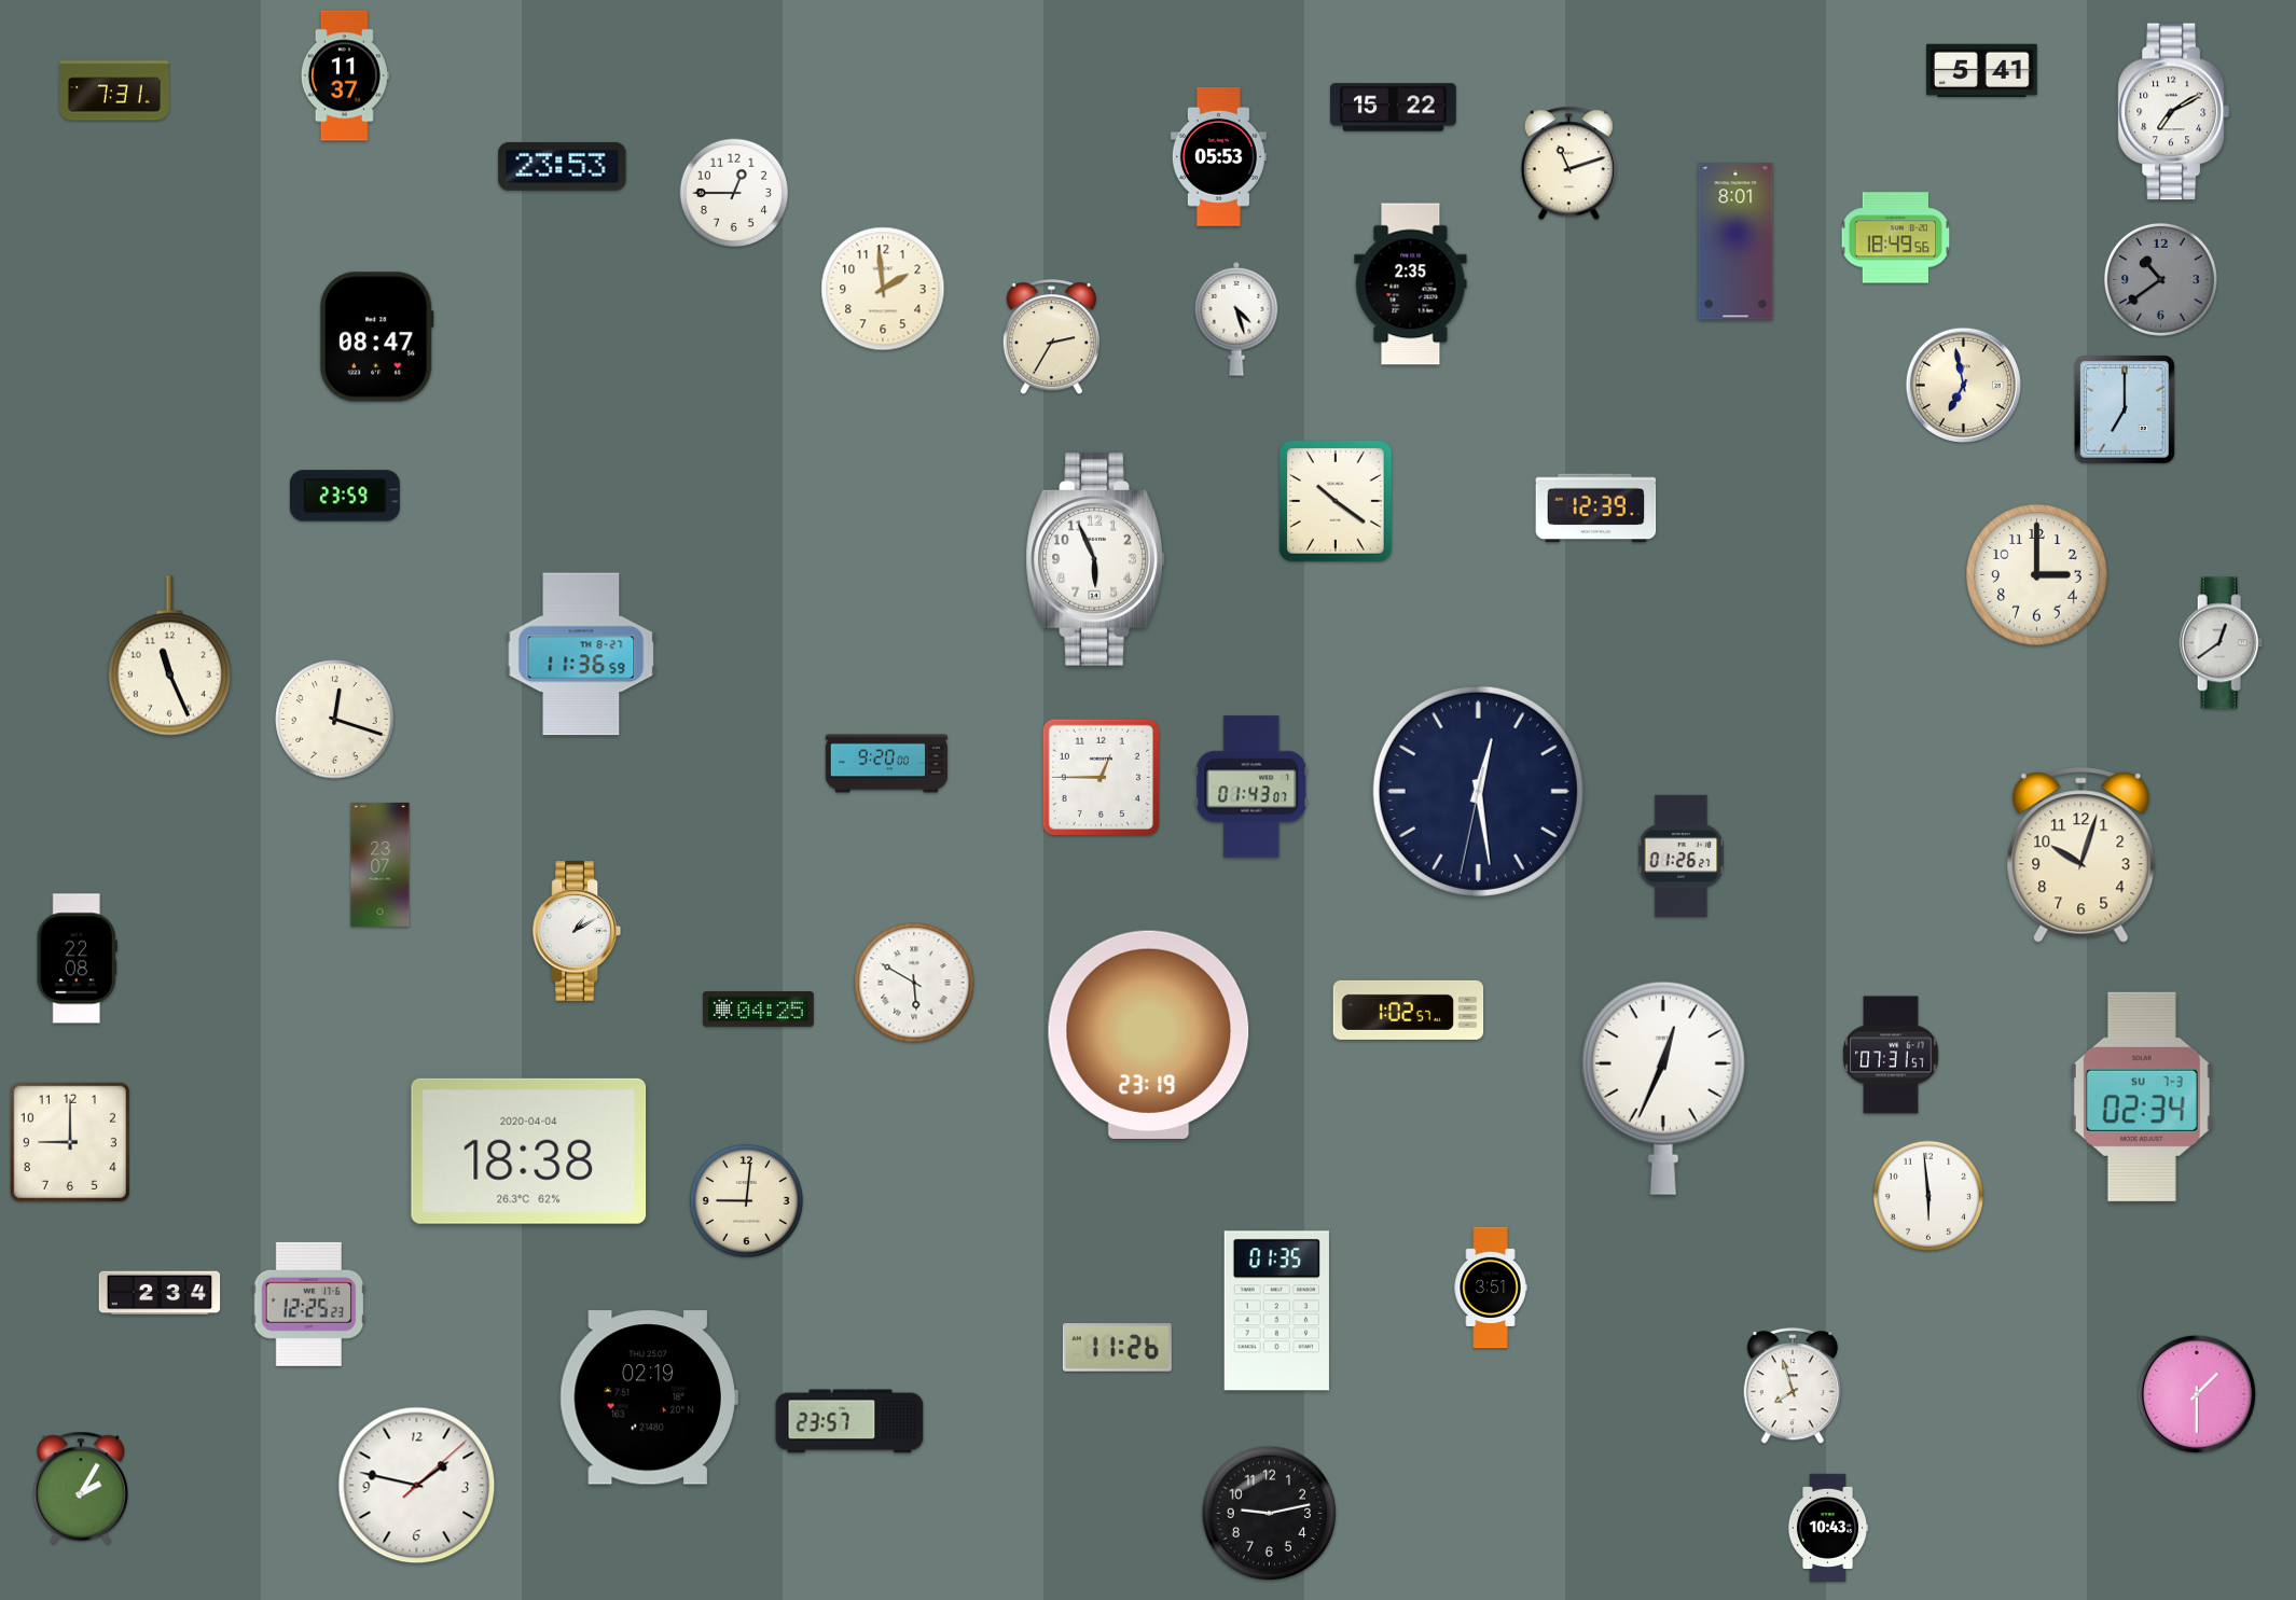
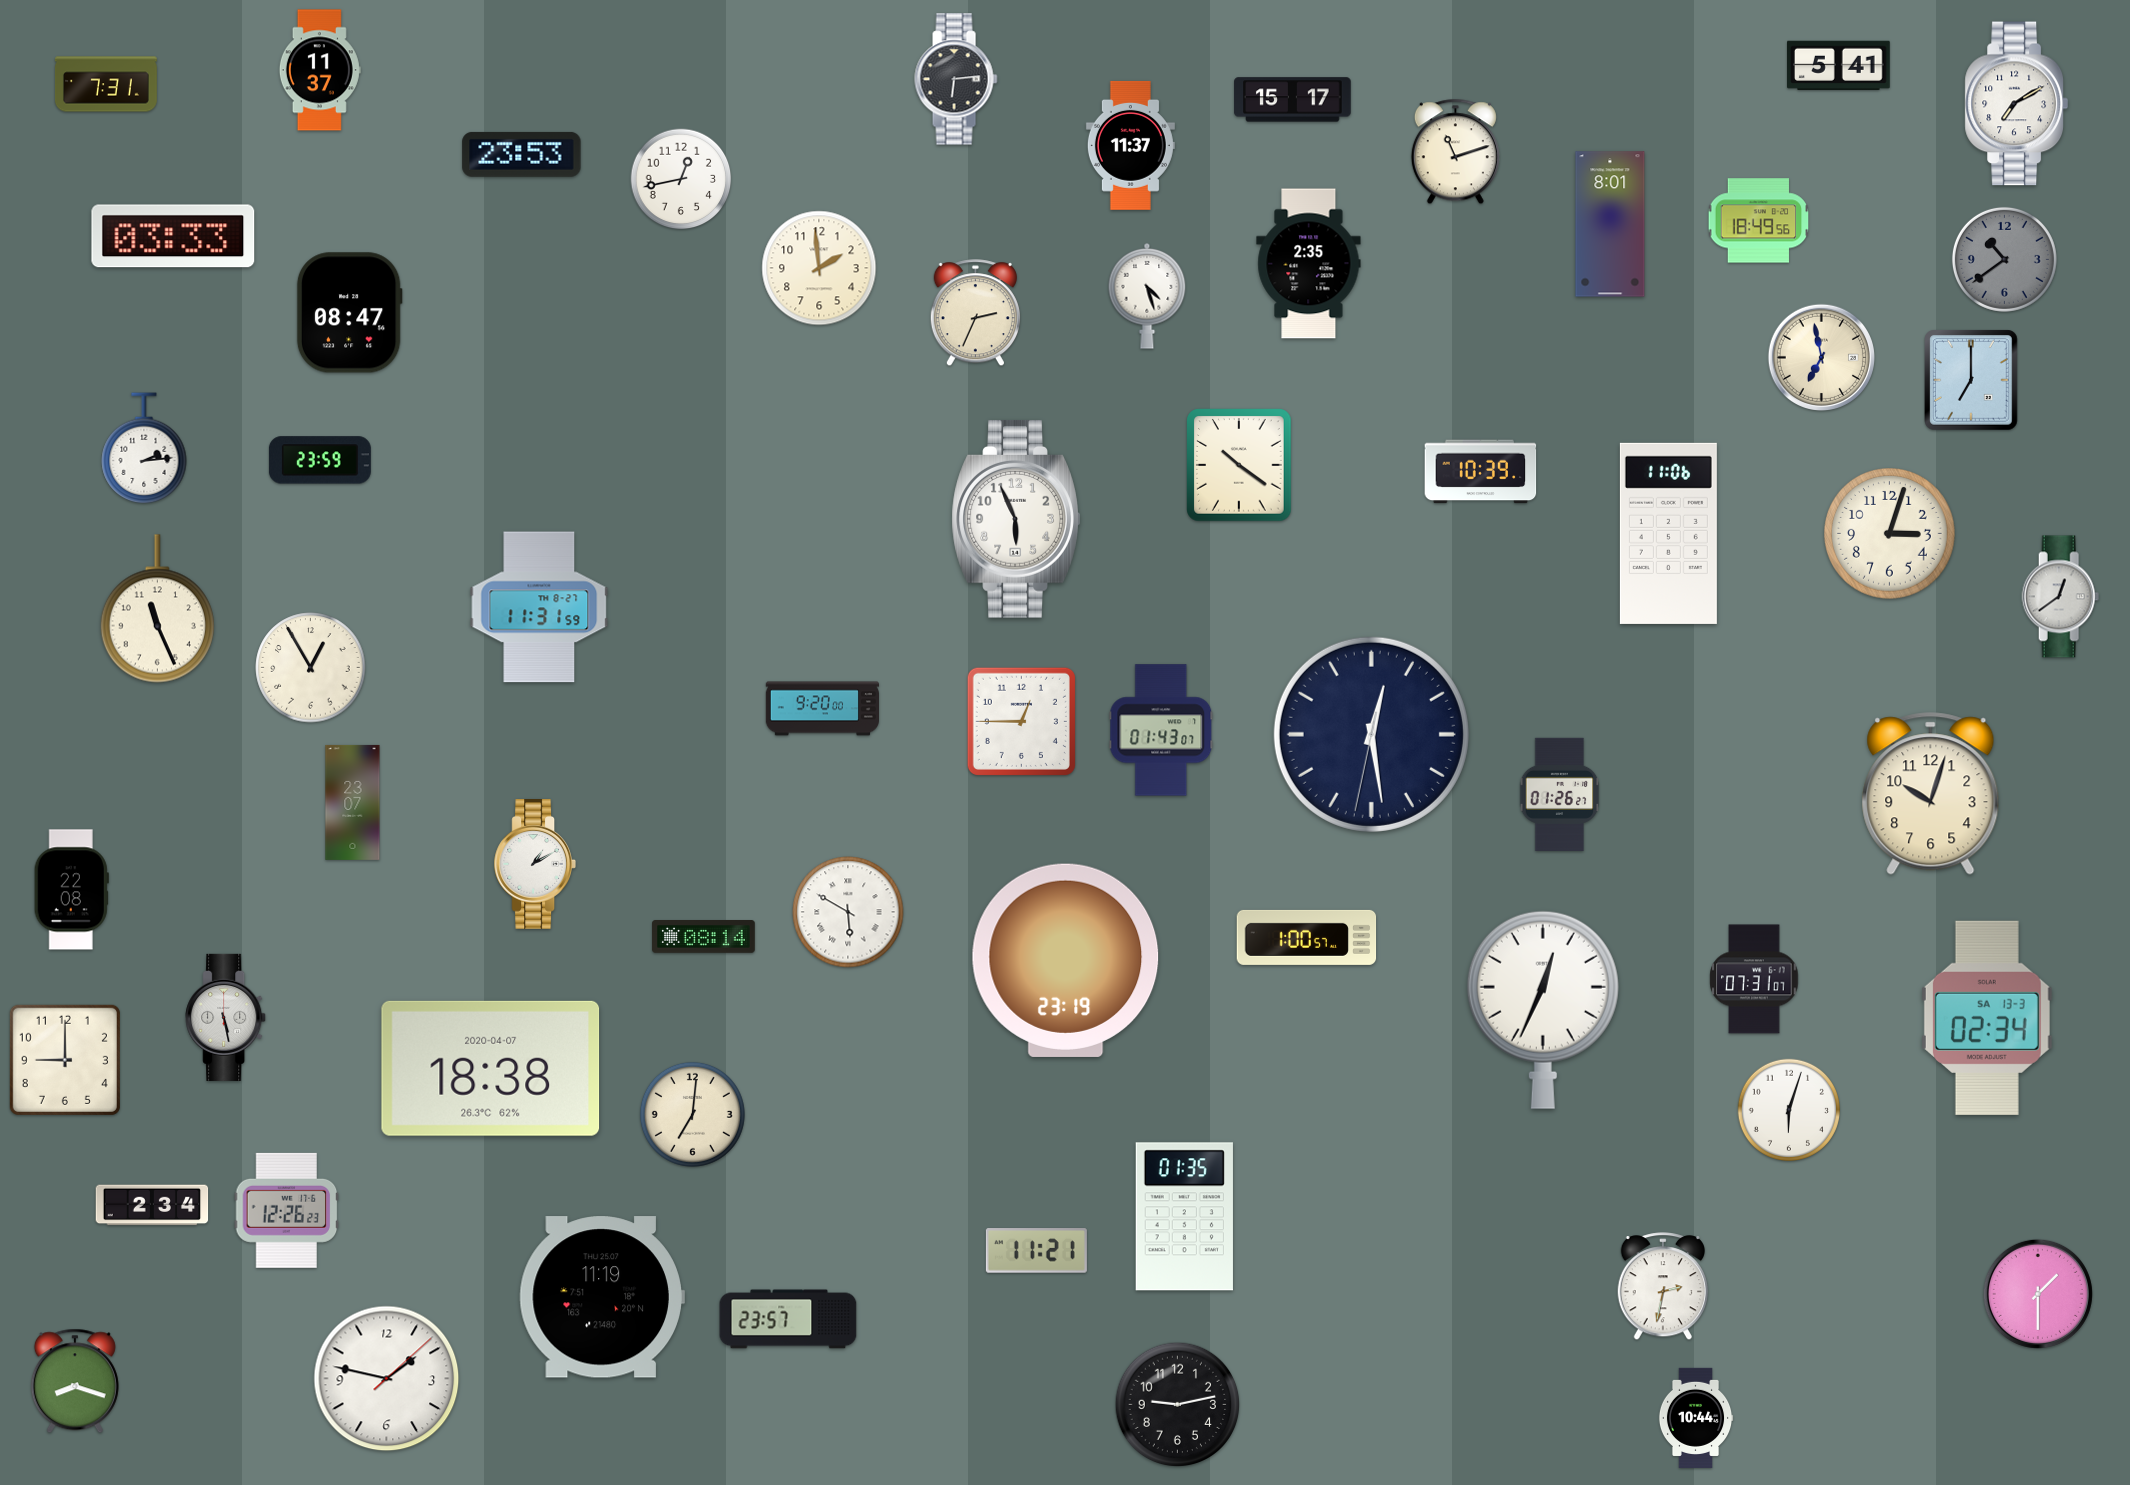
clock at (956, 79): none -> 6:14
clock at (1394, 108): 15:22 -> 15:17
clock at (1218, 156): 05:53 -> 11:37
clock at (734, 193): 12:45 -> 12:43
clock at (173, 236): none -> 03:33
clock at (1051, 337): 2:35 -> 2:34
clock at (144, 449): none -> 2:14
clock at (1596, 509): 12:39 -> 10:39
clock at (1668, 533): none -> 11:06
clock at (2037, 575): 3:00 -> 3:03
clock at (581, 654): 11:36 -> 11:31
clock at (335, 720): 12:18 -> 12:55
clock at (759, 1010): 04:25 -> 08:14
clock at (1409, 1010): 1:02 -> 1:00
clock at (1891, 1055): 07:31:57 -> 07:31:07
clock at (226, 1017): none -> 5:28
clock at (2142, 1097) date: SU 7-3 -> SA 13-3
clock at (529, 1151) date: 2020-04-04 -> 2020-04-07
clock at (1927, 1195): 5:59 -> 6:03
clock at (746, 1200): 9:01 -> 7:01
clock at (1491, 1288): 3:51 -> none
clock at (160, 1293) position: (160, 1293) -> (152, 1205)
clock at (309, 1304): 12:25 -> 12:26
clock at (1117, 1348): 11:26 -> 11:21
clock at (1792, 1387): 7:57 -> 2:32
clock at (649, 1397): 02:19 -> 11:19
clock at (81, 1488): 2:05 -> 8:18
clock at (1828, 1528): 10:43 -> 10:44
